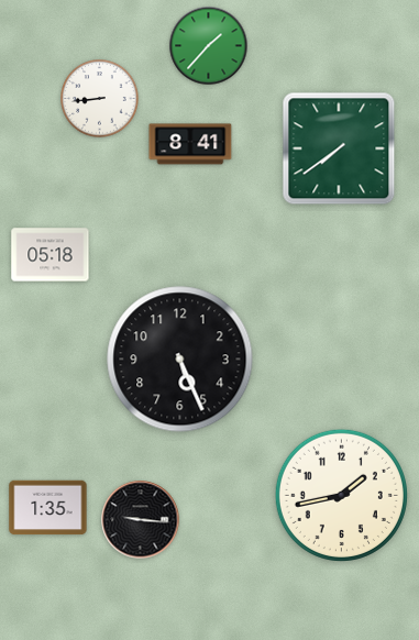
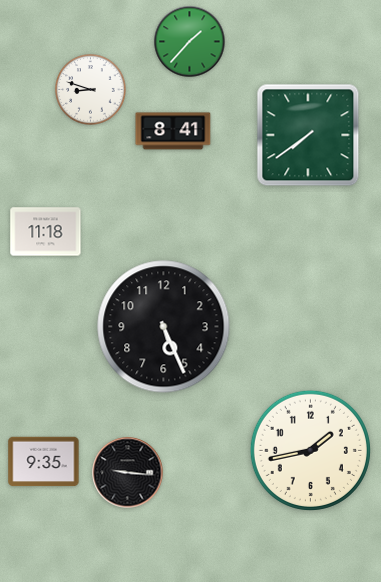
clock at (100, 99): 8:44 -> 8:48
clock at (51, 255): 05:18 -> 11:18
clock at (48, 508): 1:35 -> 9:35
